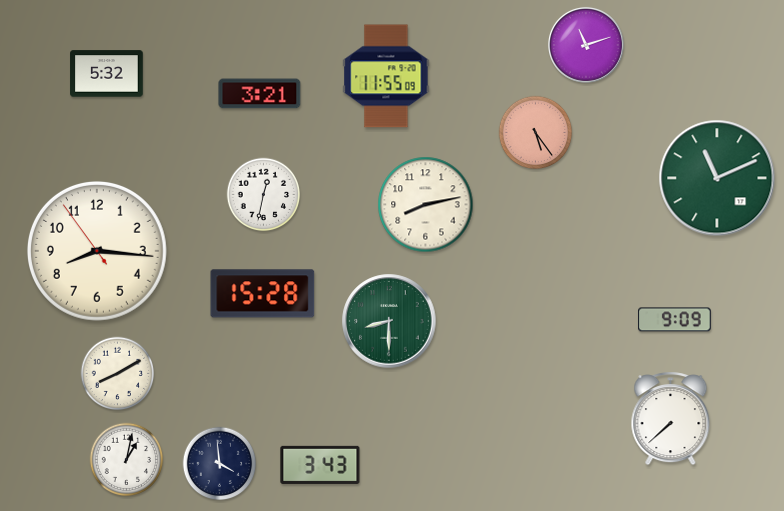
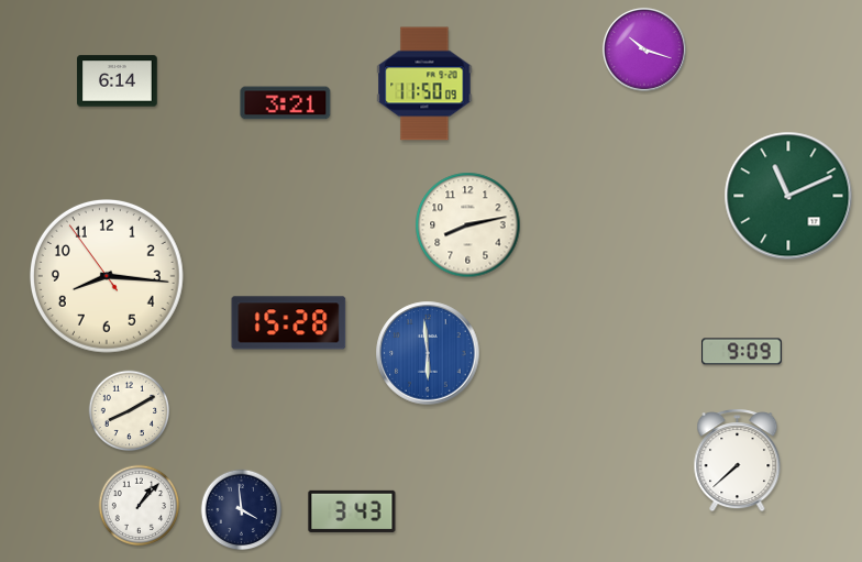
clock at (586, 45): 11:12 -> 10:18
clock at (107, 74): 5:32 -> 6:14
clock at (386, 76): 11:55 -> 11:50
clock at (536, 133): 5:24 -> none
clock at (264, 195): 12:32 -> none
clock at (389, 321): 8:30 -> 5:59
clock at (389, 321) dial: green -> blue
clock at (127, 460): 1:02 -> 1:07
